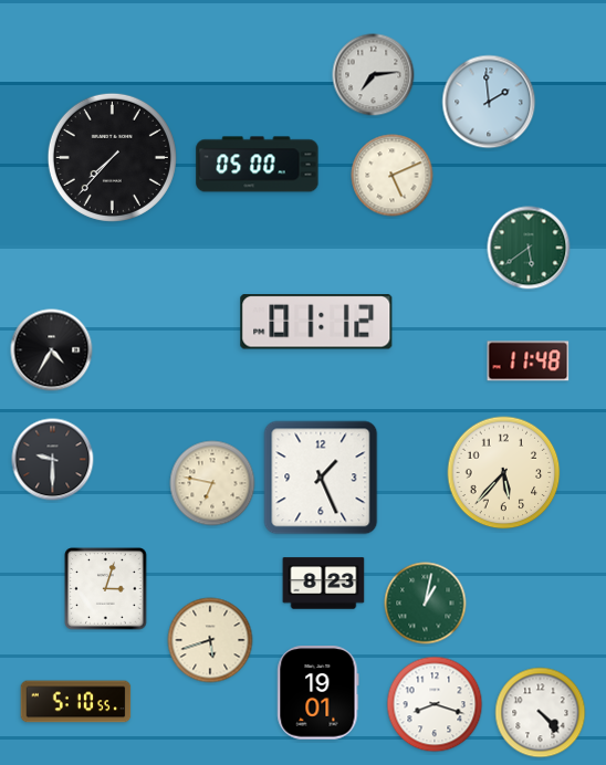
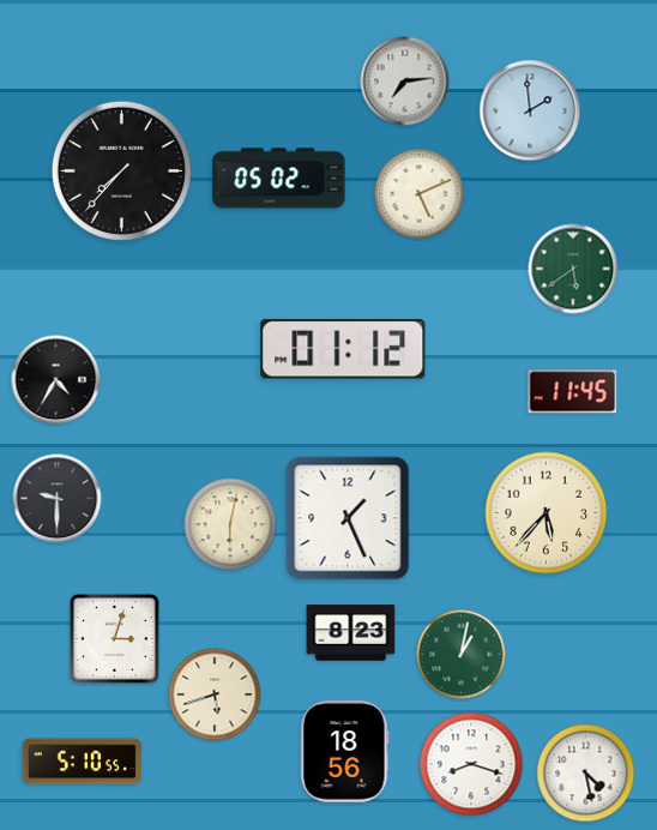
clock at (258, 165): 05:00 -> 05:02
clock at (393, 176) position: (393, 176) -> (420, 194)
clock at (529, 361): 11:48 -> 11:45
clock at (212, 483): 6:47 -> 6:02
clock at (210, 640) position: (210, 640) -> (215, 694)
clock at (318, 693): 19:01 -> 18:56
clock at (541, 713): 4:23 -> 4:28
